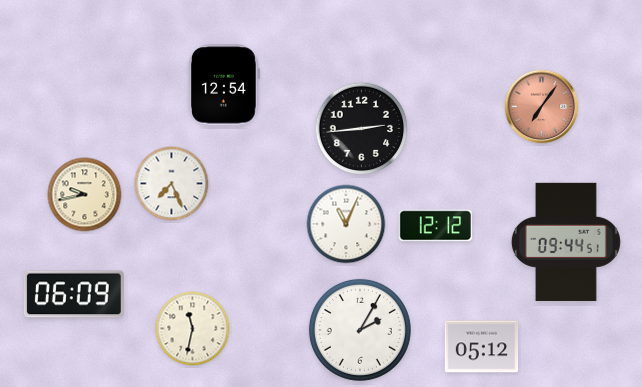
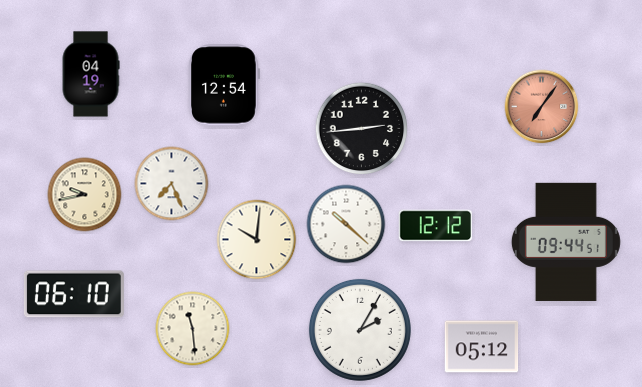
clock at (91, 74): none -> 04:19
clock at (346, 224): 11:04 -> 10:22
clock at (257, 240): none -> 10:01
clock at (74, 294): 06:09 -> 06:10
clock at (193, 329): 11:32 -> 11:29
